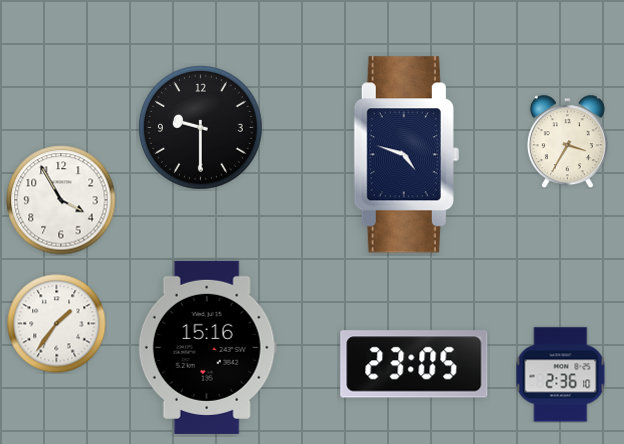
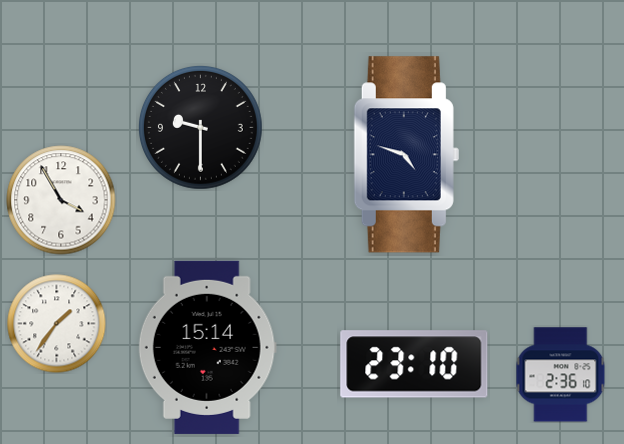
clock at (567, 141): 3:35 -> none
clock at (207, 347): 15:16 -> 15:14
clock at (414, 364): 23:05 -> 23:10
